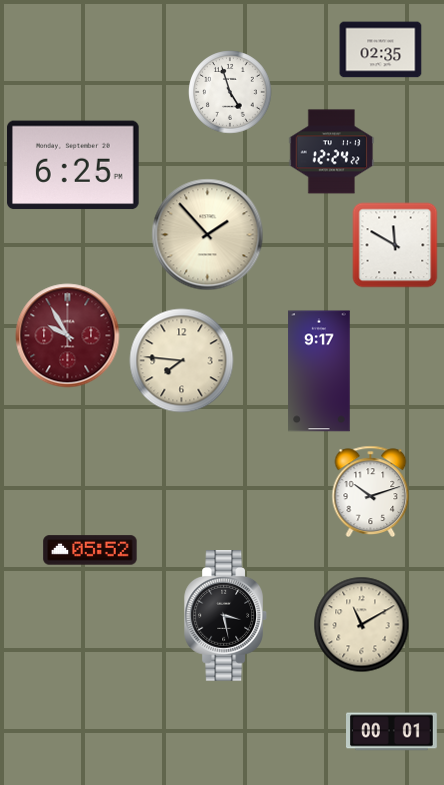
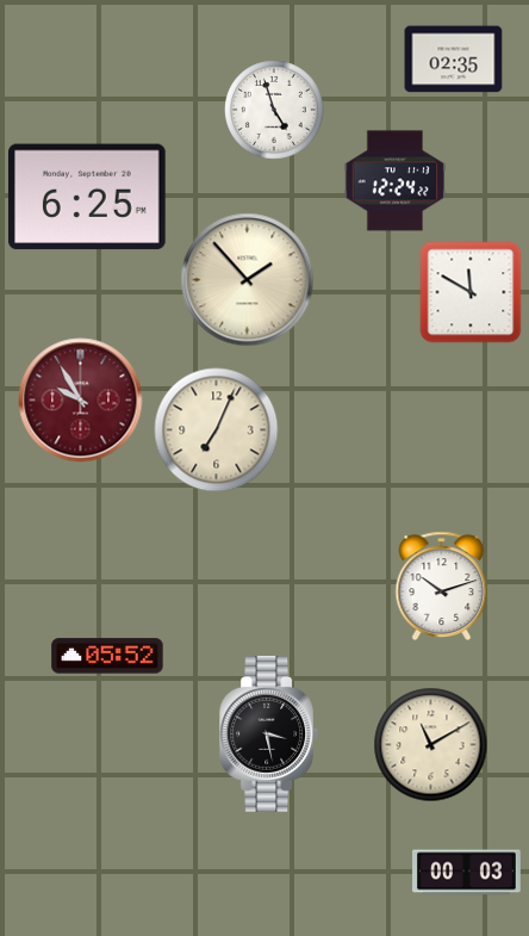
clock at (182, 361): 7:46 -> 7:04
clock at (319, 371): 9:17 -> none
clock at (392, 732): 00:01 -> 00:03
